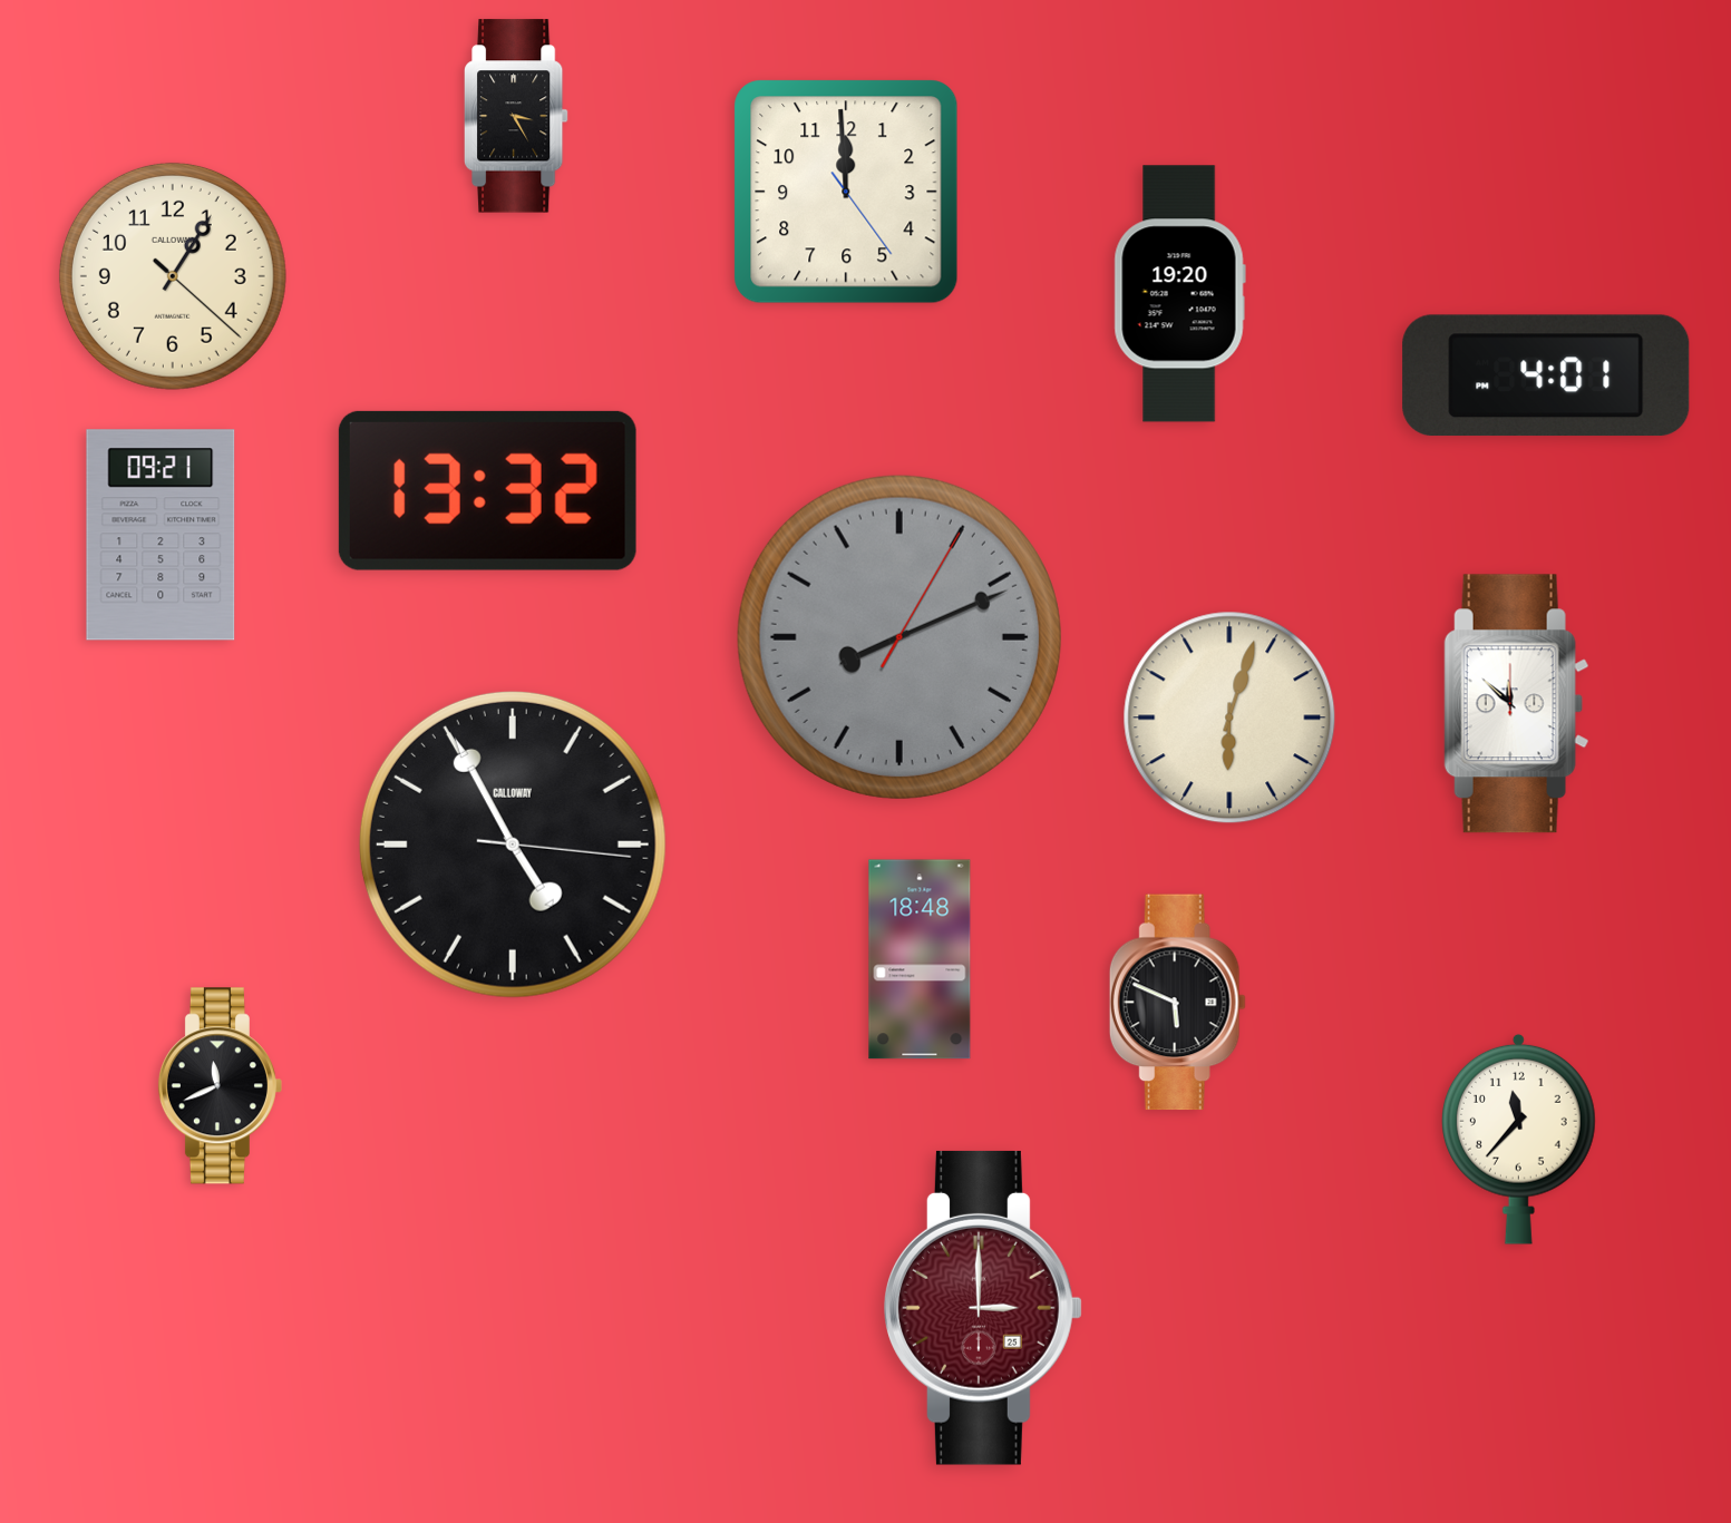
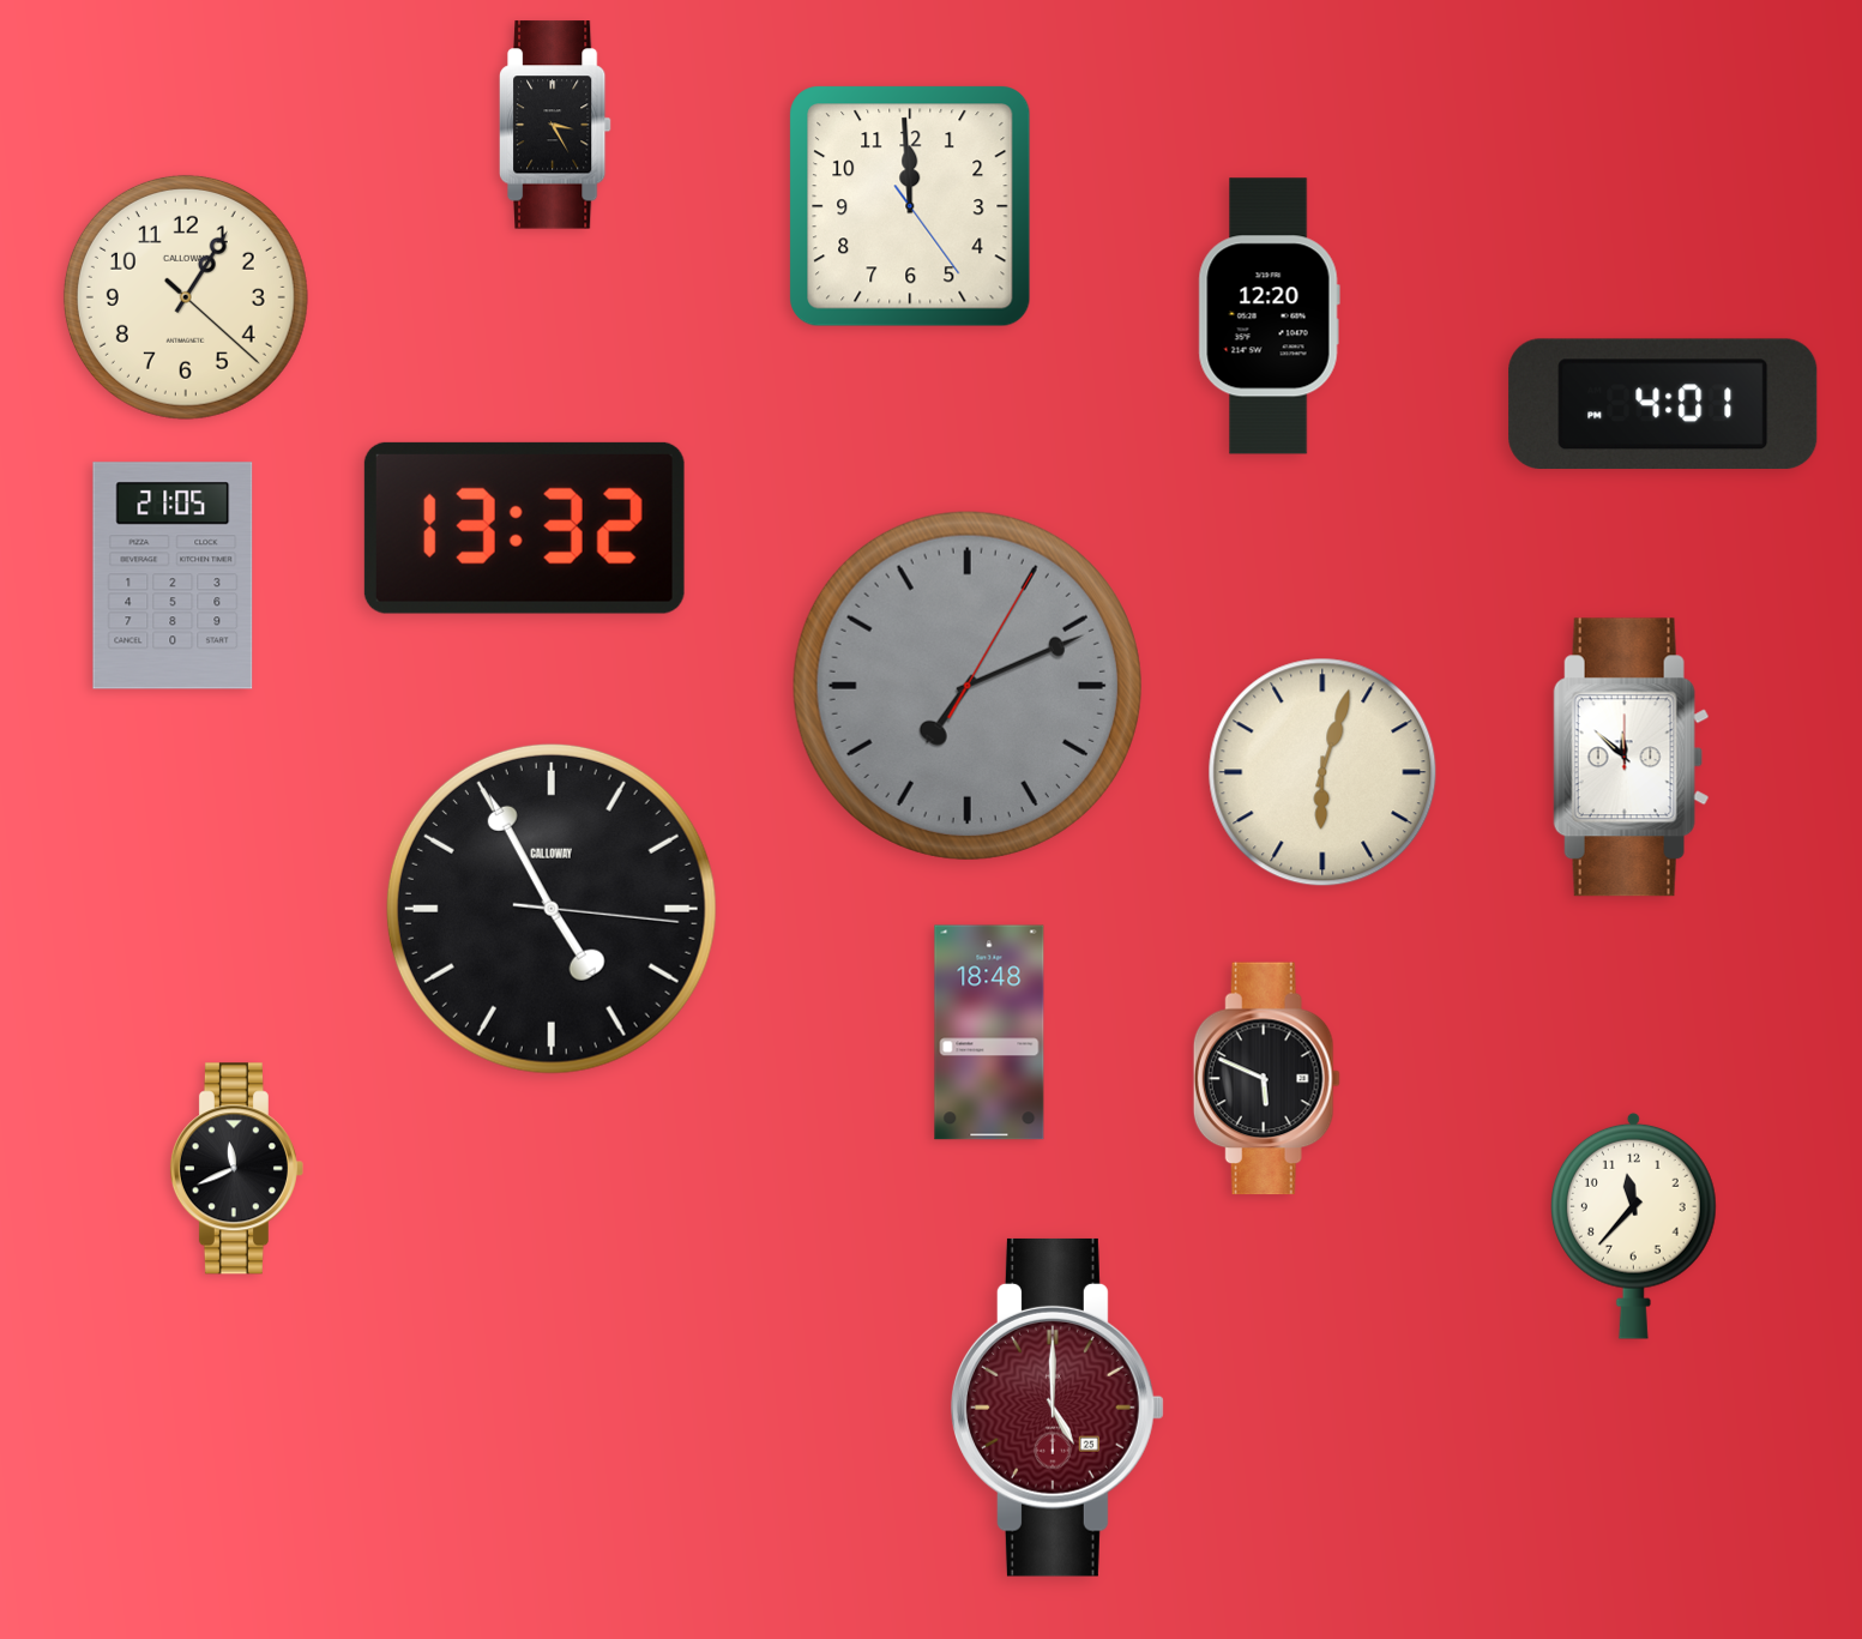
clock at (1179, 294): 19:20 -> 12:20
clock at (161, 535): 09:21 -> 21:05
clock at (899, 637): 8:11 -> 7:11
clock at (984, 1308): 3:00 -> 5:00
